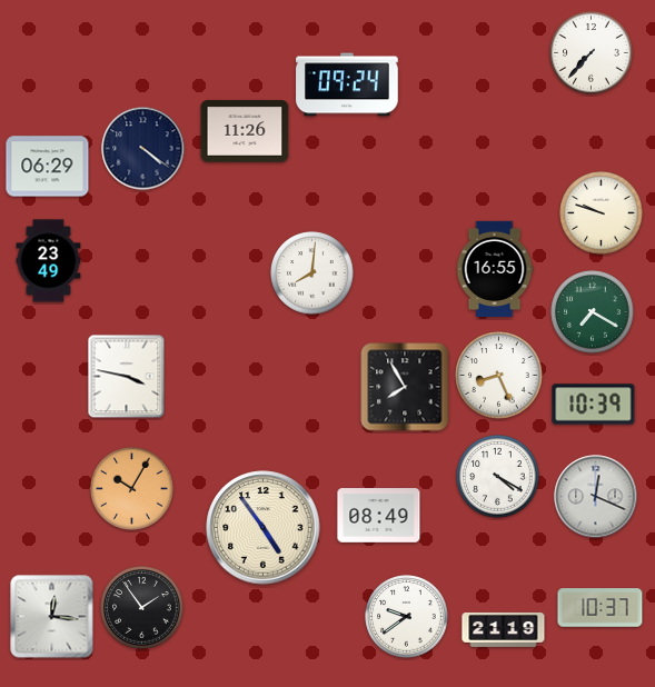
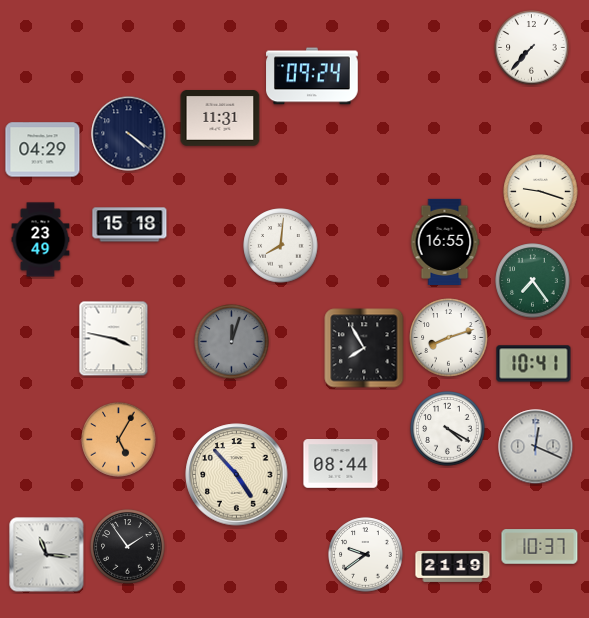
clock at (245, 131): 11:26 -> 11:31
clock at (48, 167): 06:29 -> 04:29
clock at (602, 213): 9:48 -> 9:18
clock at (130, 225): none -> 15:18
clock at (49, 261) position: (49, 261) -> (41, 240)
clock at (593, 312): 7:20 -> 7:24
clock at (499, 376): 8:26 -> 8:12
clock at (232, 342): none -> 12:03
clock at (594, 405): 10:39 -> 10:41
clock at (132, 489): 10:05 -> 5:05
clock at (379, 516): 08:49 -> 08:44
clock at (264, 528): 4:54 -> 4:53
clock at (52, 617): 12:16 -> 11:16
